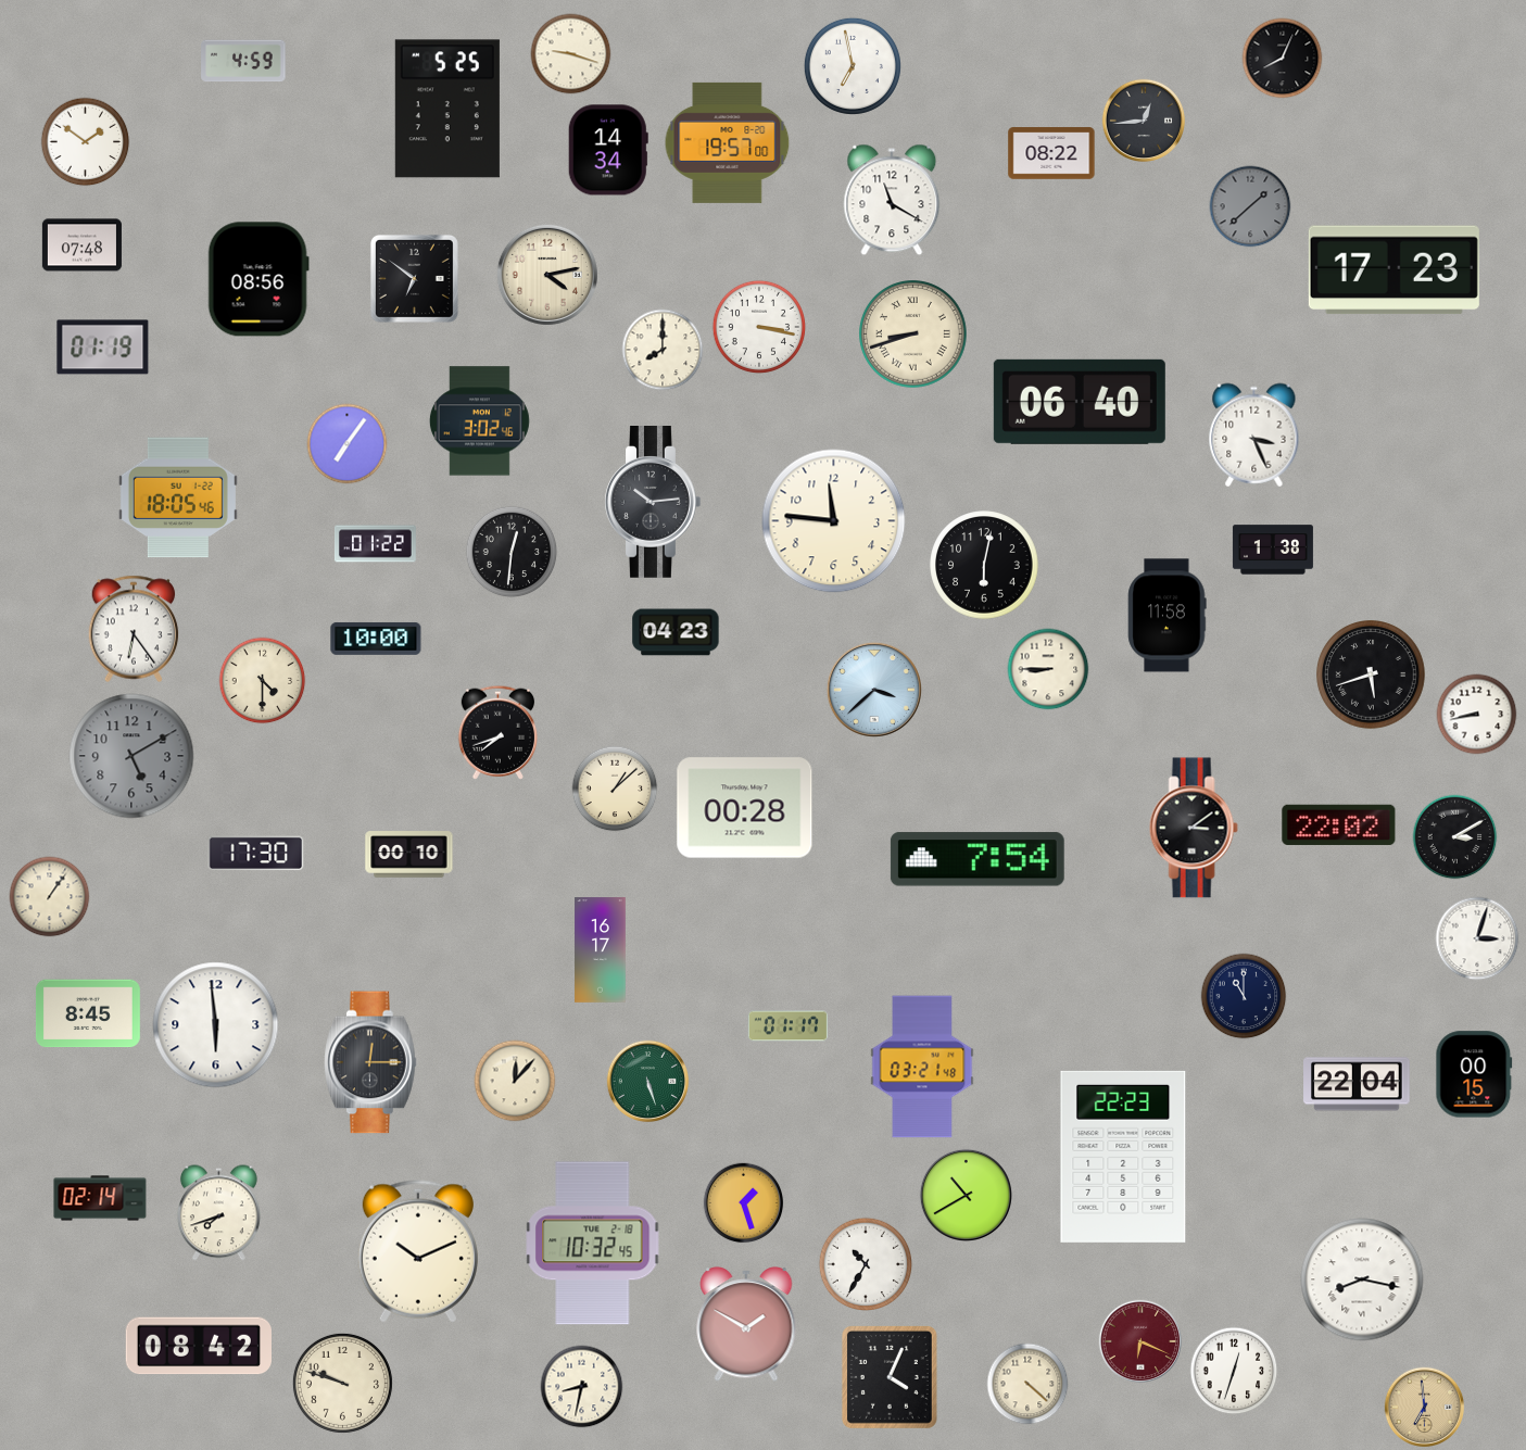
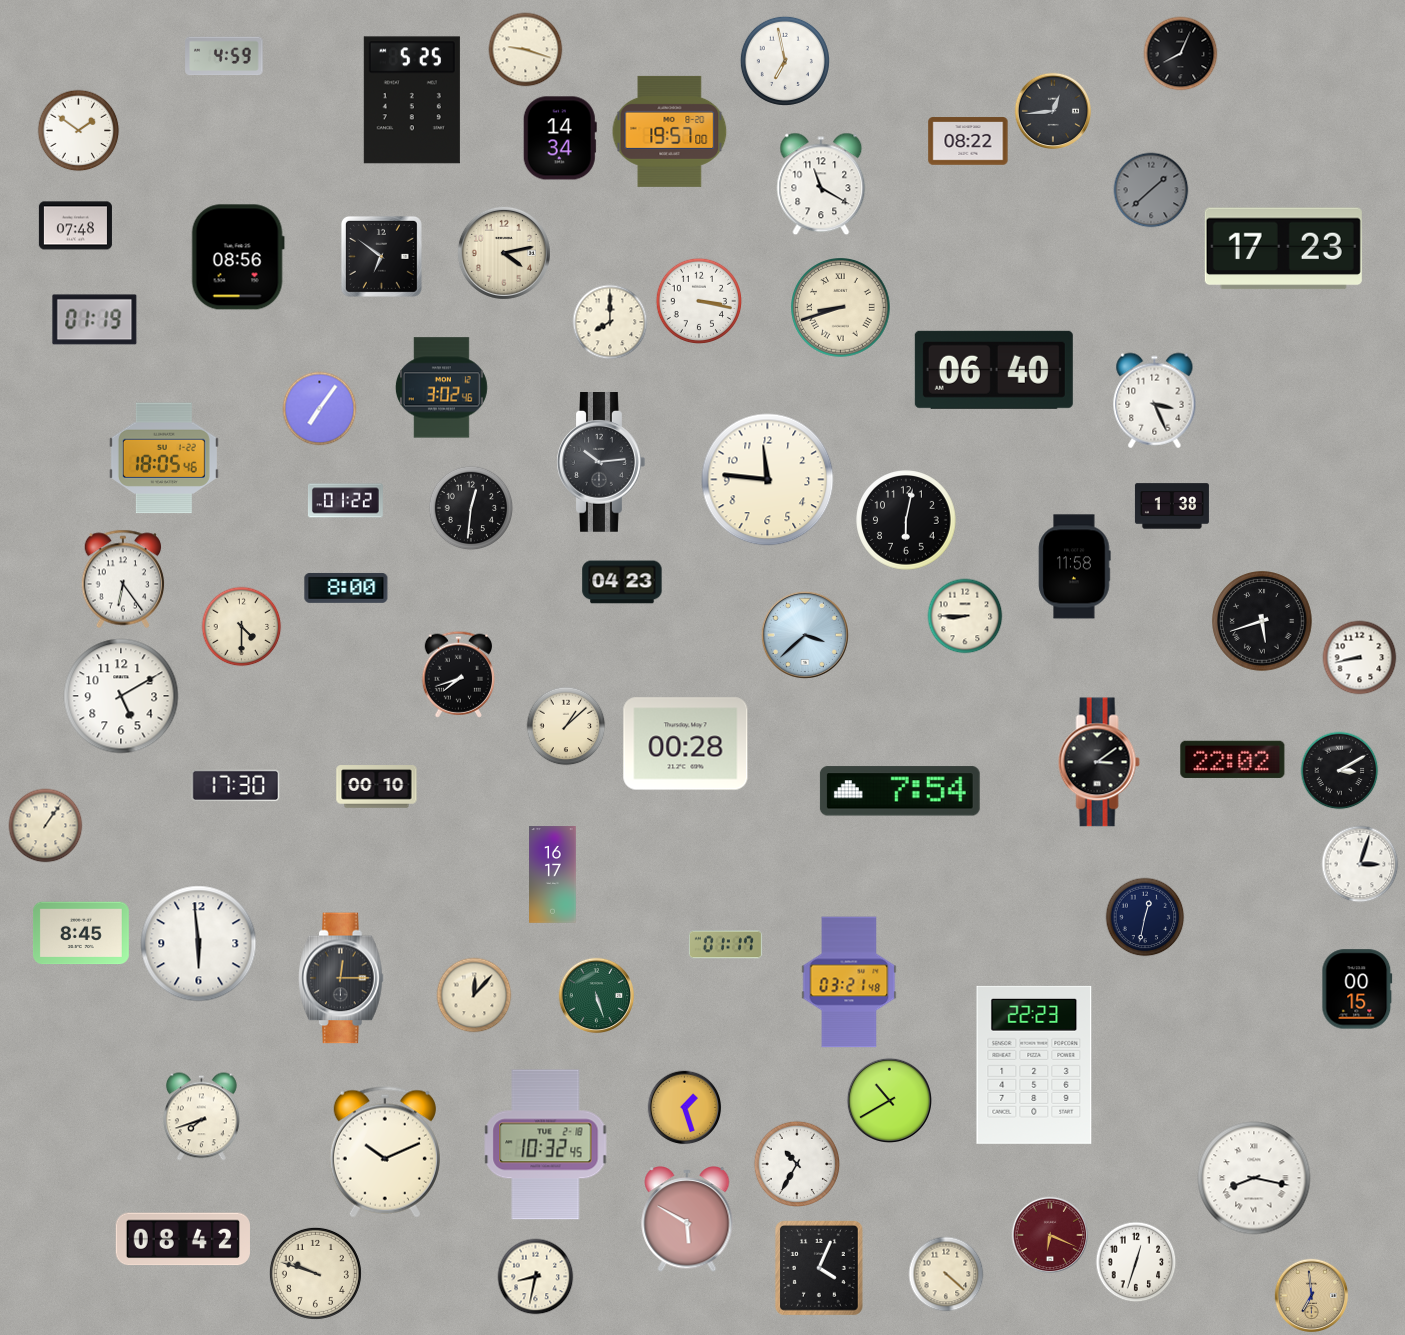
clock at (376, 639): 10:00 -> 8:00
clock at (131, 756) dial: grey -> white
clock at (1244, 996): 11:00 -> 12:32
clock at (1357, 1084): 22:04 -> none
clock at (100, 1198): 02:14 -> none
clock at (746, 1324): 1:50 -> 5:50
